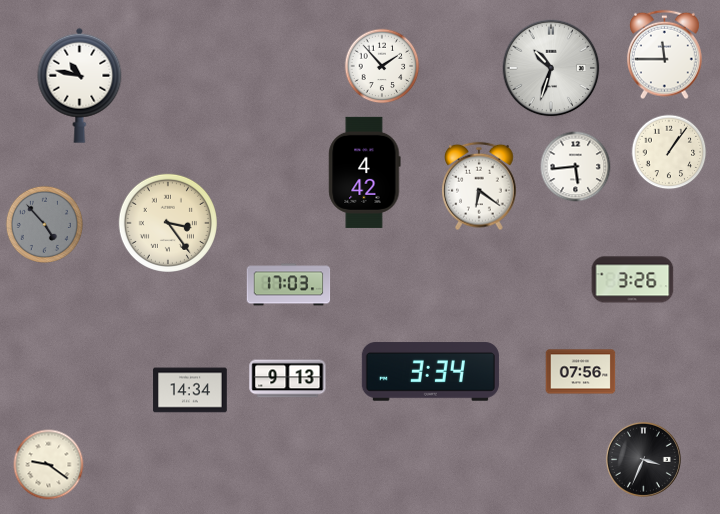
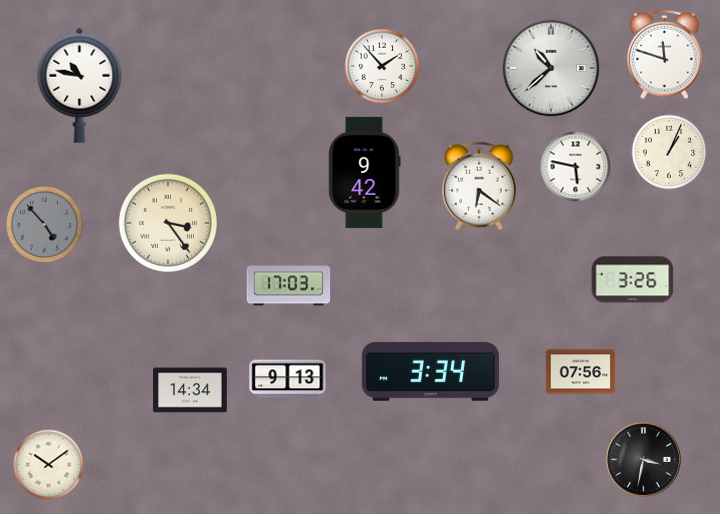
clock at (664, 55): 11:45 -> 11:48
clock at (551, 68): 10:33 -> 10:38
clock at (669, 152): 1:06 -> 1:04
clock at (576, 167): 5:44 -> 5:47
clock at (365, 172): 4:42 -> 9:42
clock at (643, 459): 3:34 -> 3:32
clock at (49, 465): 9:21 -> 10:09
